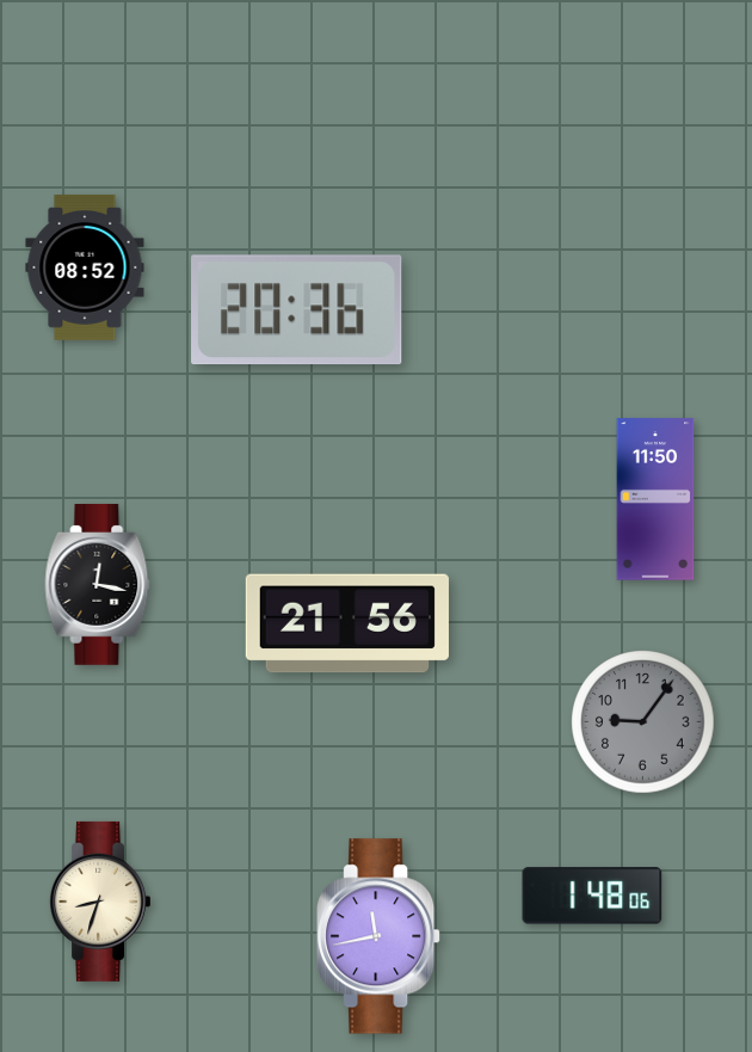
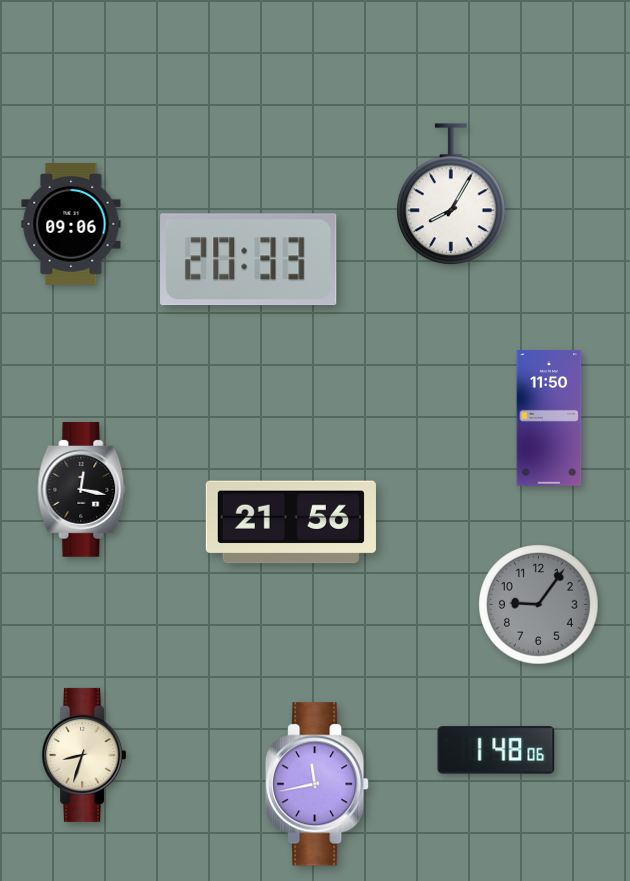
clock at (452, 195): none -> 8:05
clock at (85, 267): 08:52 -> 09:06
clock at (297, 310): 20:36 -> 20:33
